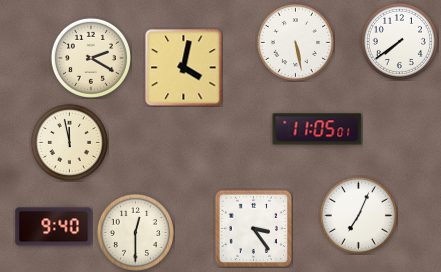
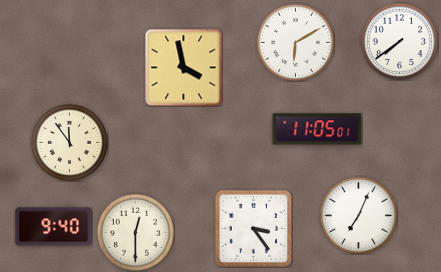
clock at (295, 42): 5:28 -> 6:10
clock at (91, 58): 2:20 -> none
clock at (184, 68): 4:02 -> 3:58
clock at (69, 142): 11:58 -> 11:54
